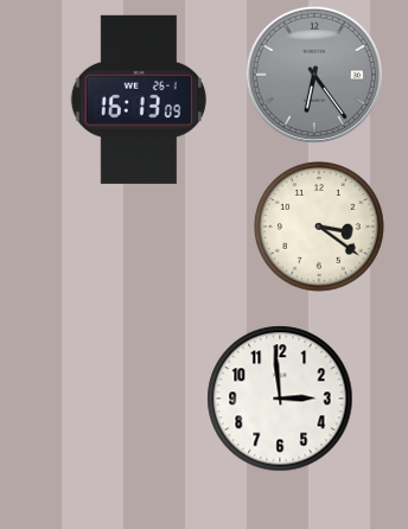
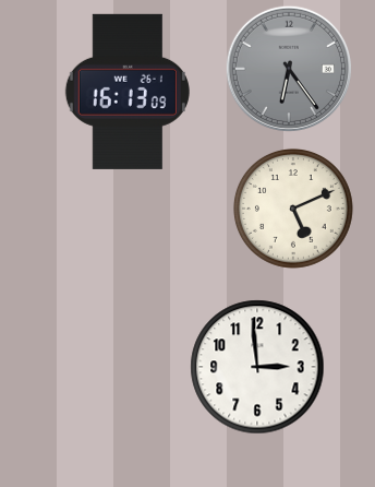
clock at (319, 227): 3:21 -> 5:11
